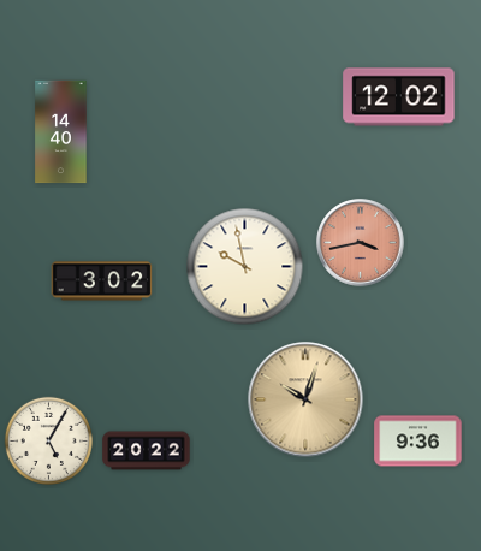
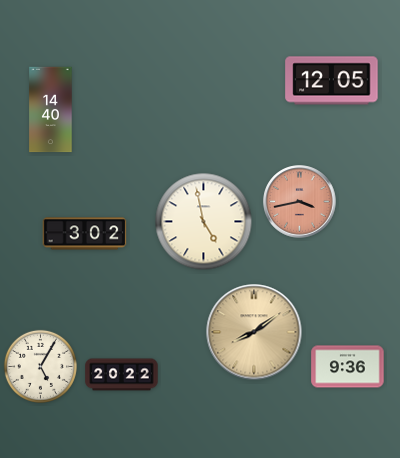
clock at (399, 97): 12:02 -> 12:05
clock at (245, 267): 9:58 -> 4:58
clock at (305, 399): 10:03 -> 8:09
